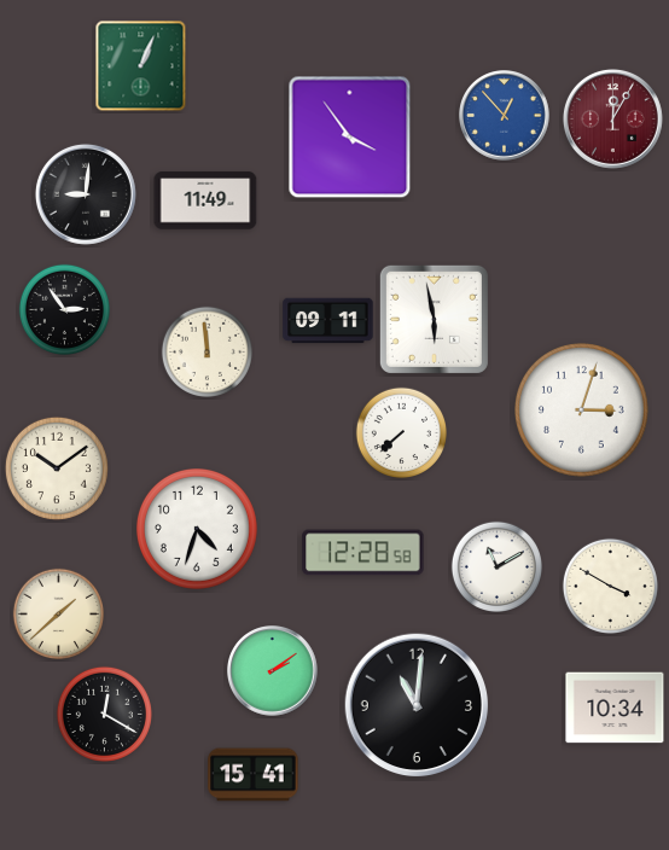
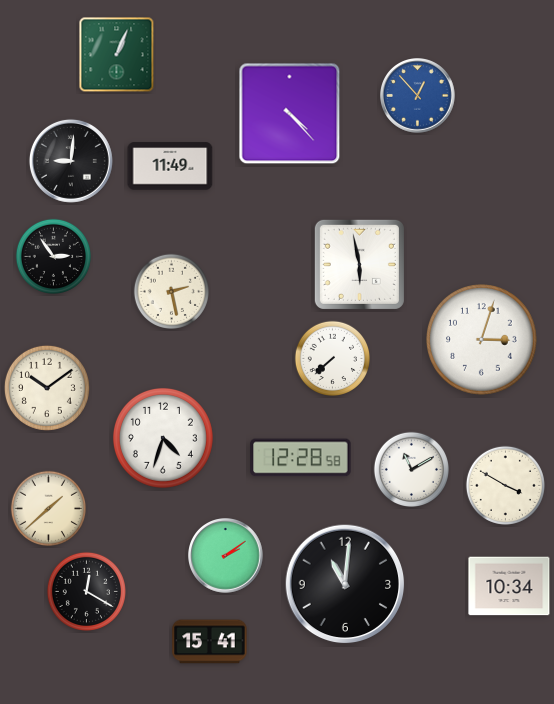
clock at (612, 118): 12:05 -> none
clock at (350, 138): 3:54 -> 4:23
clock at (328, 321): 09:11 -> none
clock at (206, 351): 11:59 -> 2:28
